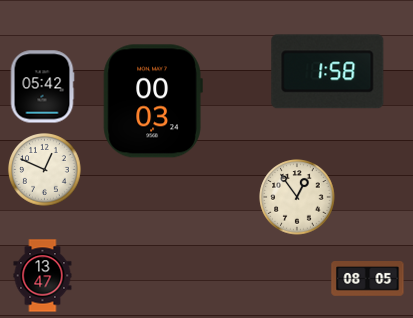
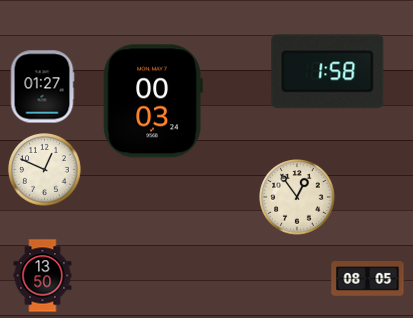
clock at (42, 87): 05:42 -> 01:27
clock at (43, 276): 13:47 -> 13:50
